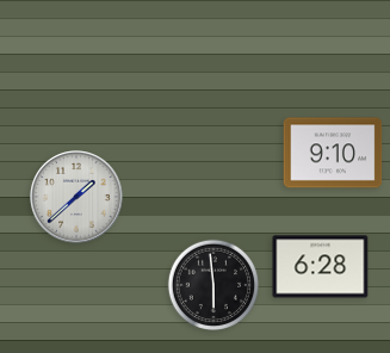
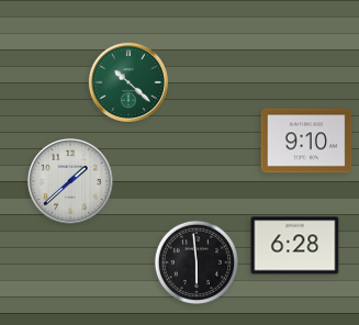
clock at (128, 82): none -> 10:22
